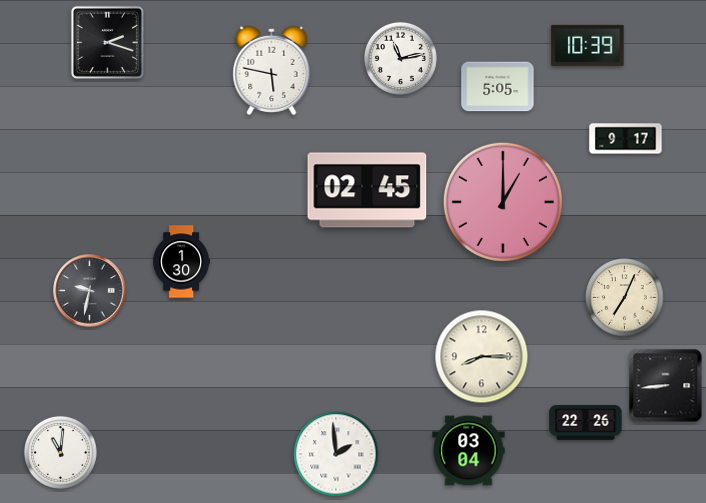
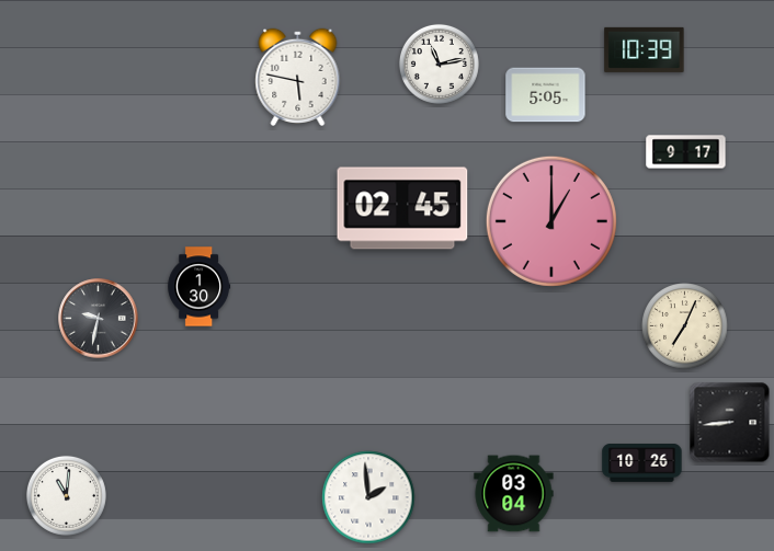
clock at (107, 42): 2:18 -> none
clock at (482, 357): 8:15 -> none
clock at (586, 423): 22:26 -> 10:26
